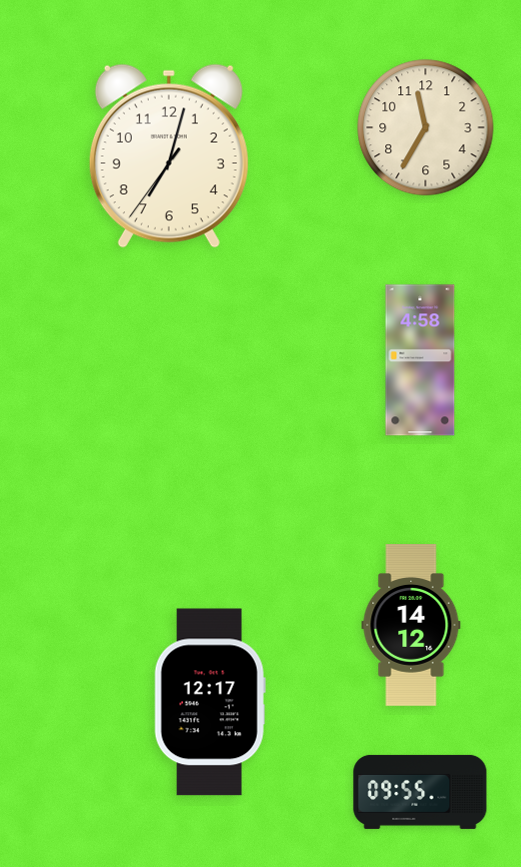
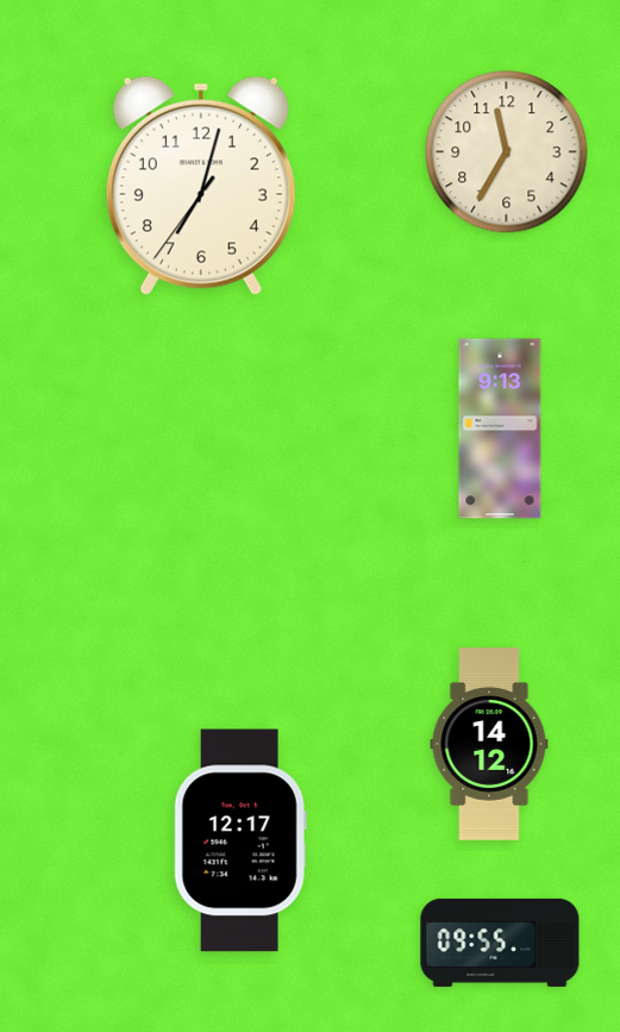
clock at (420, 360): 4:58 -> 9:13
clock at (210, 702) position: (210, 702) -> (240, 840)
